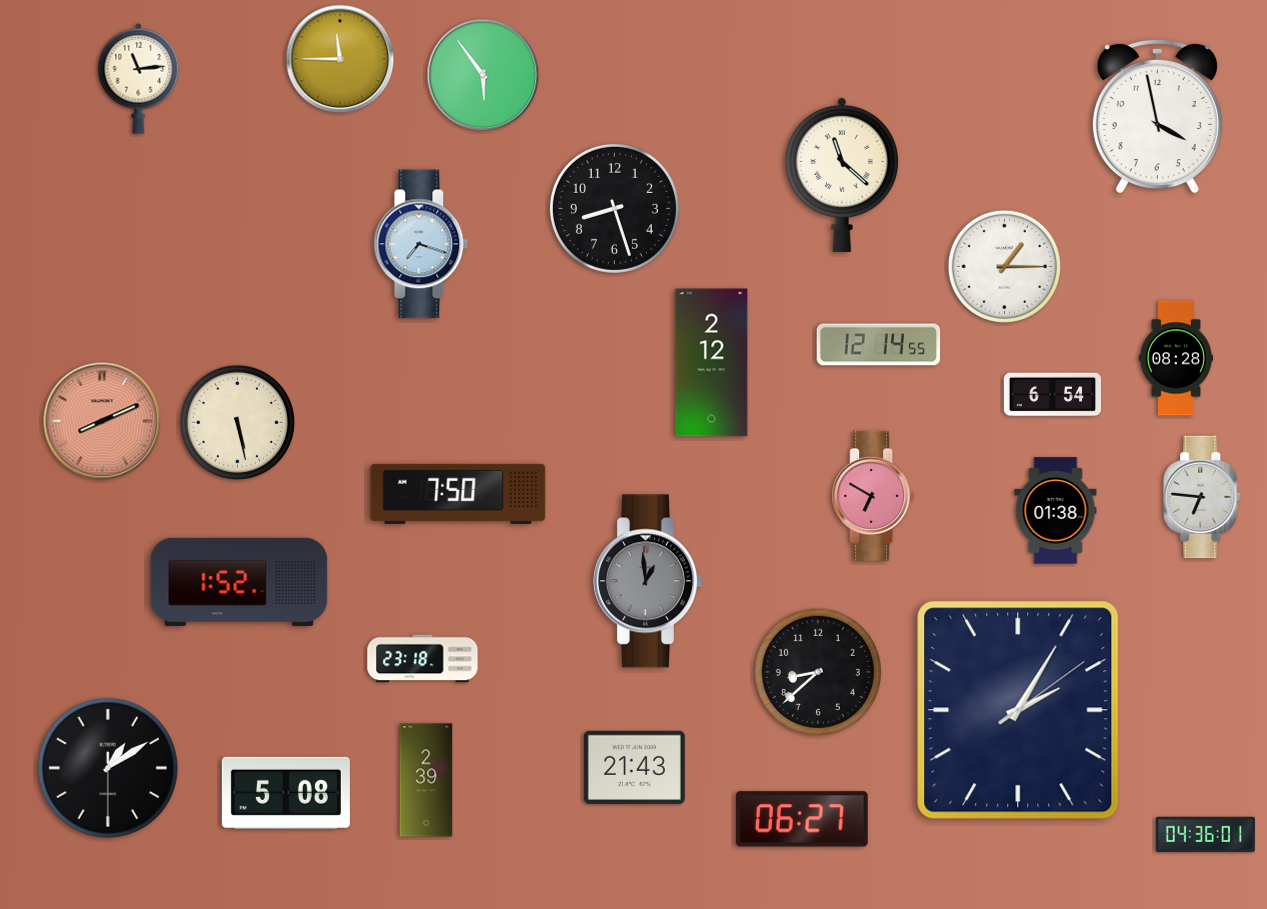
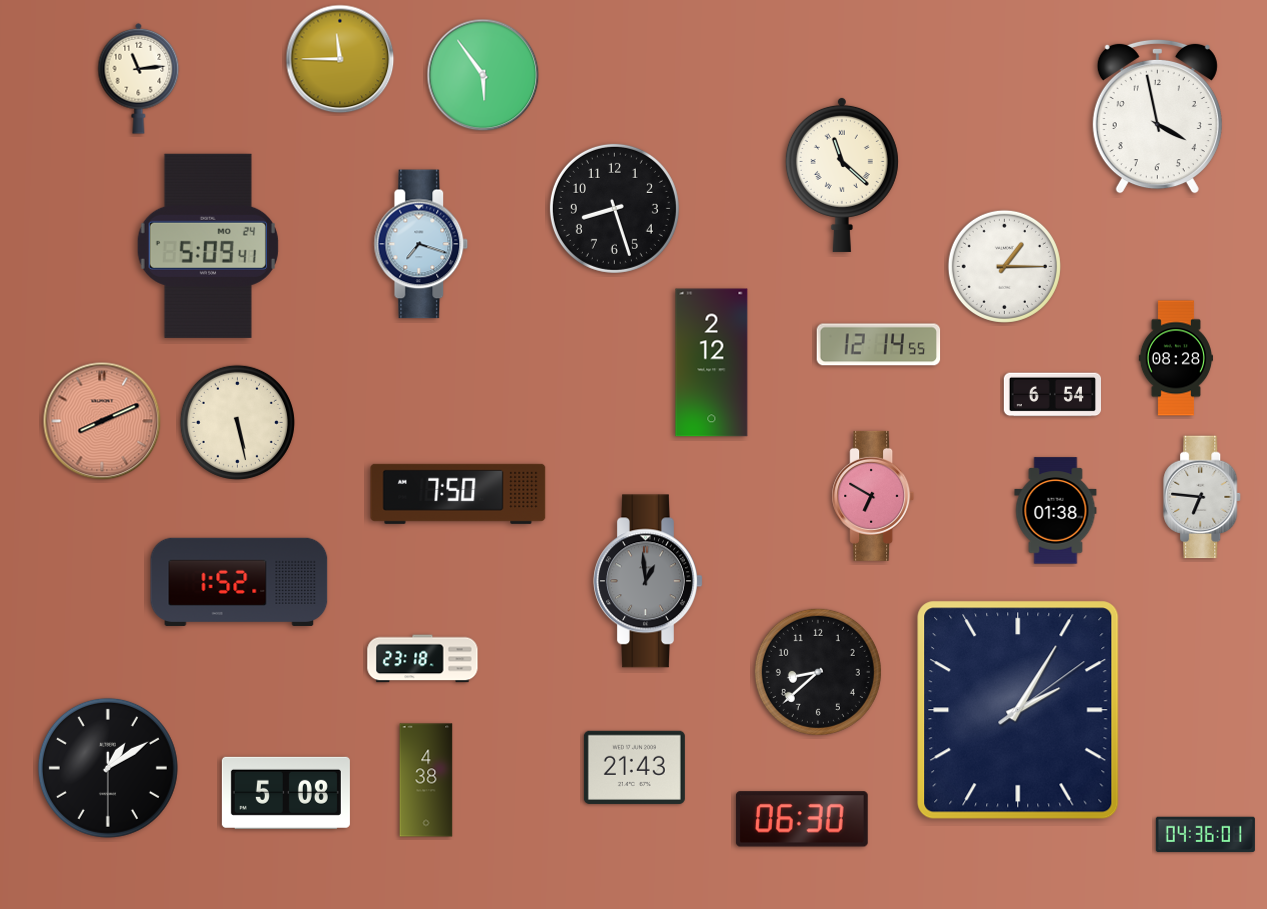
clock at (208, 246): none -> 5:09
clock at (426, 780): 2:39 -> 4:38
clock at (802, 819): 06:27 -> 06:30
